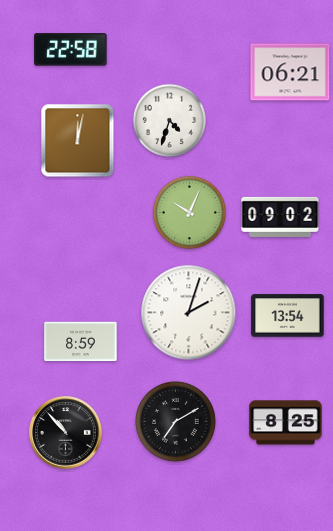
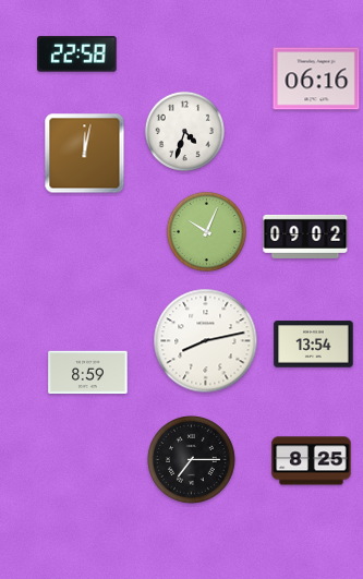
clock at (290, 72): 06:21 -> 06:16
clock at (189, 313): 2:03 -> 8:13
clock at (176, 422): 7:10 -> 7:15
clock at (66, 433): 10:53 -> none
